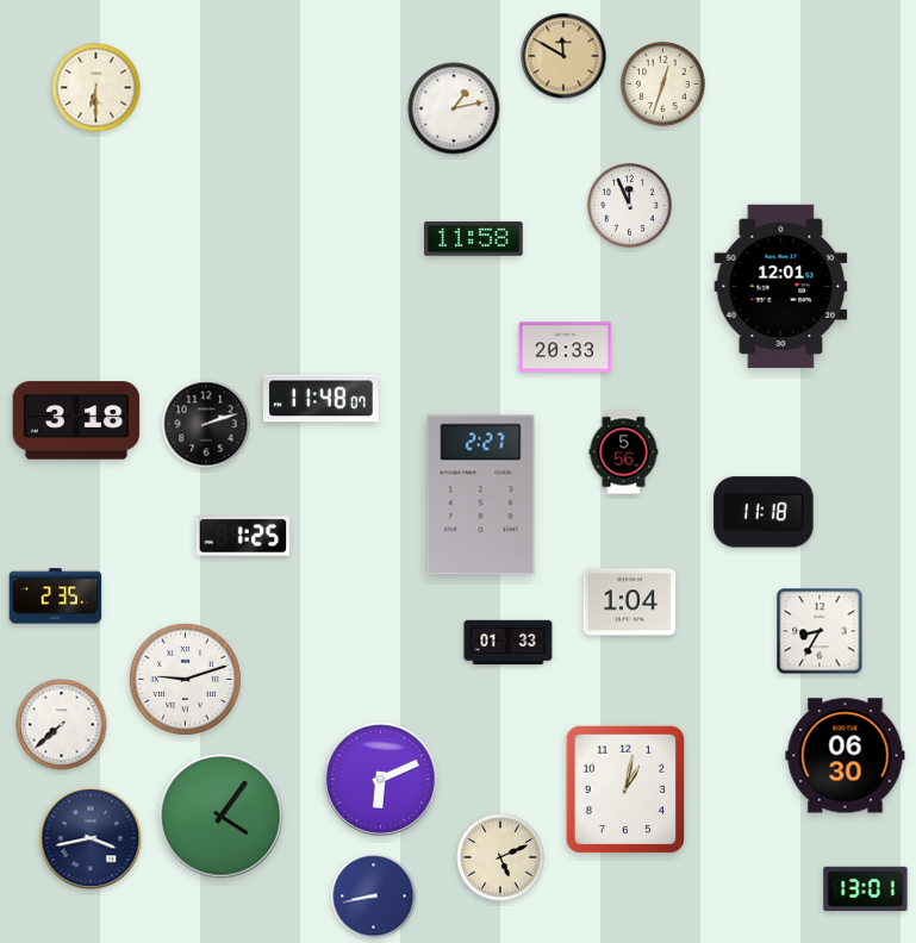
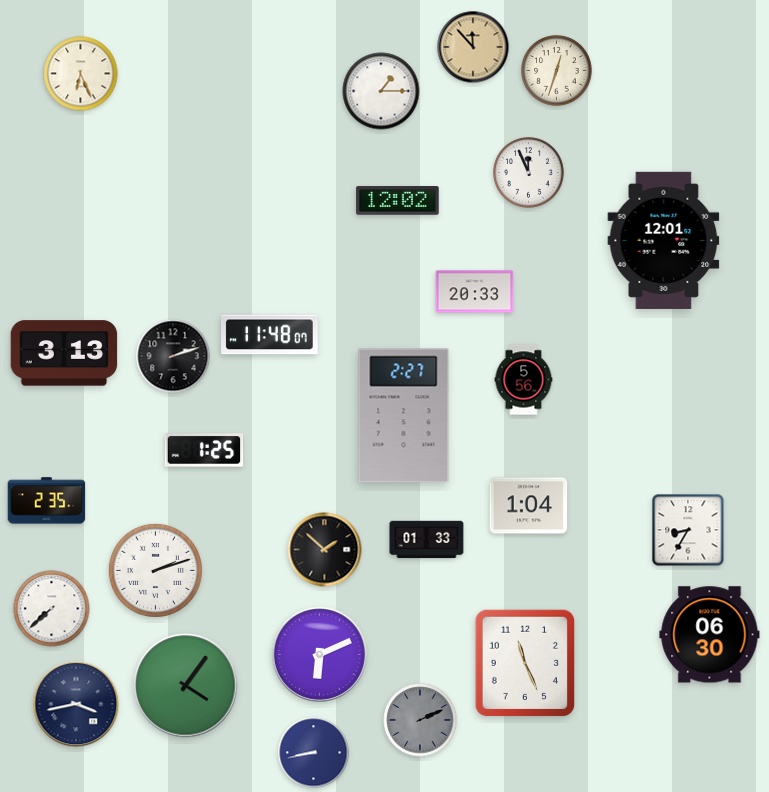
clock at (563, 56): 11:50 -> 11:53
clock at (96, 88): 6:30 -> 6:26
clock at (454, 108): 1:13 -> 1:15
clock at (474, 239): 11:58 -> 12:02
clock at (781, 286) position: (781, 286) -> (664, 240)
clock at (76, 420): 3:18 -> 3:13
clock at (764, 512): 11:18 -> none
clock at (325, 550): none -> 1:52
clock at (185, 679): 9:12 -> 2:12
clock at (624, 788): 1:02 -> 11:26
clock at (500, 857): 5:11 -> 2:11
clock at (500, 857) dial: cream -> grey
clock at (866, 889): 13:01 -> none
